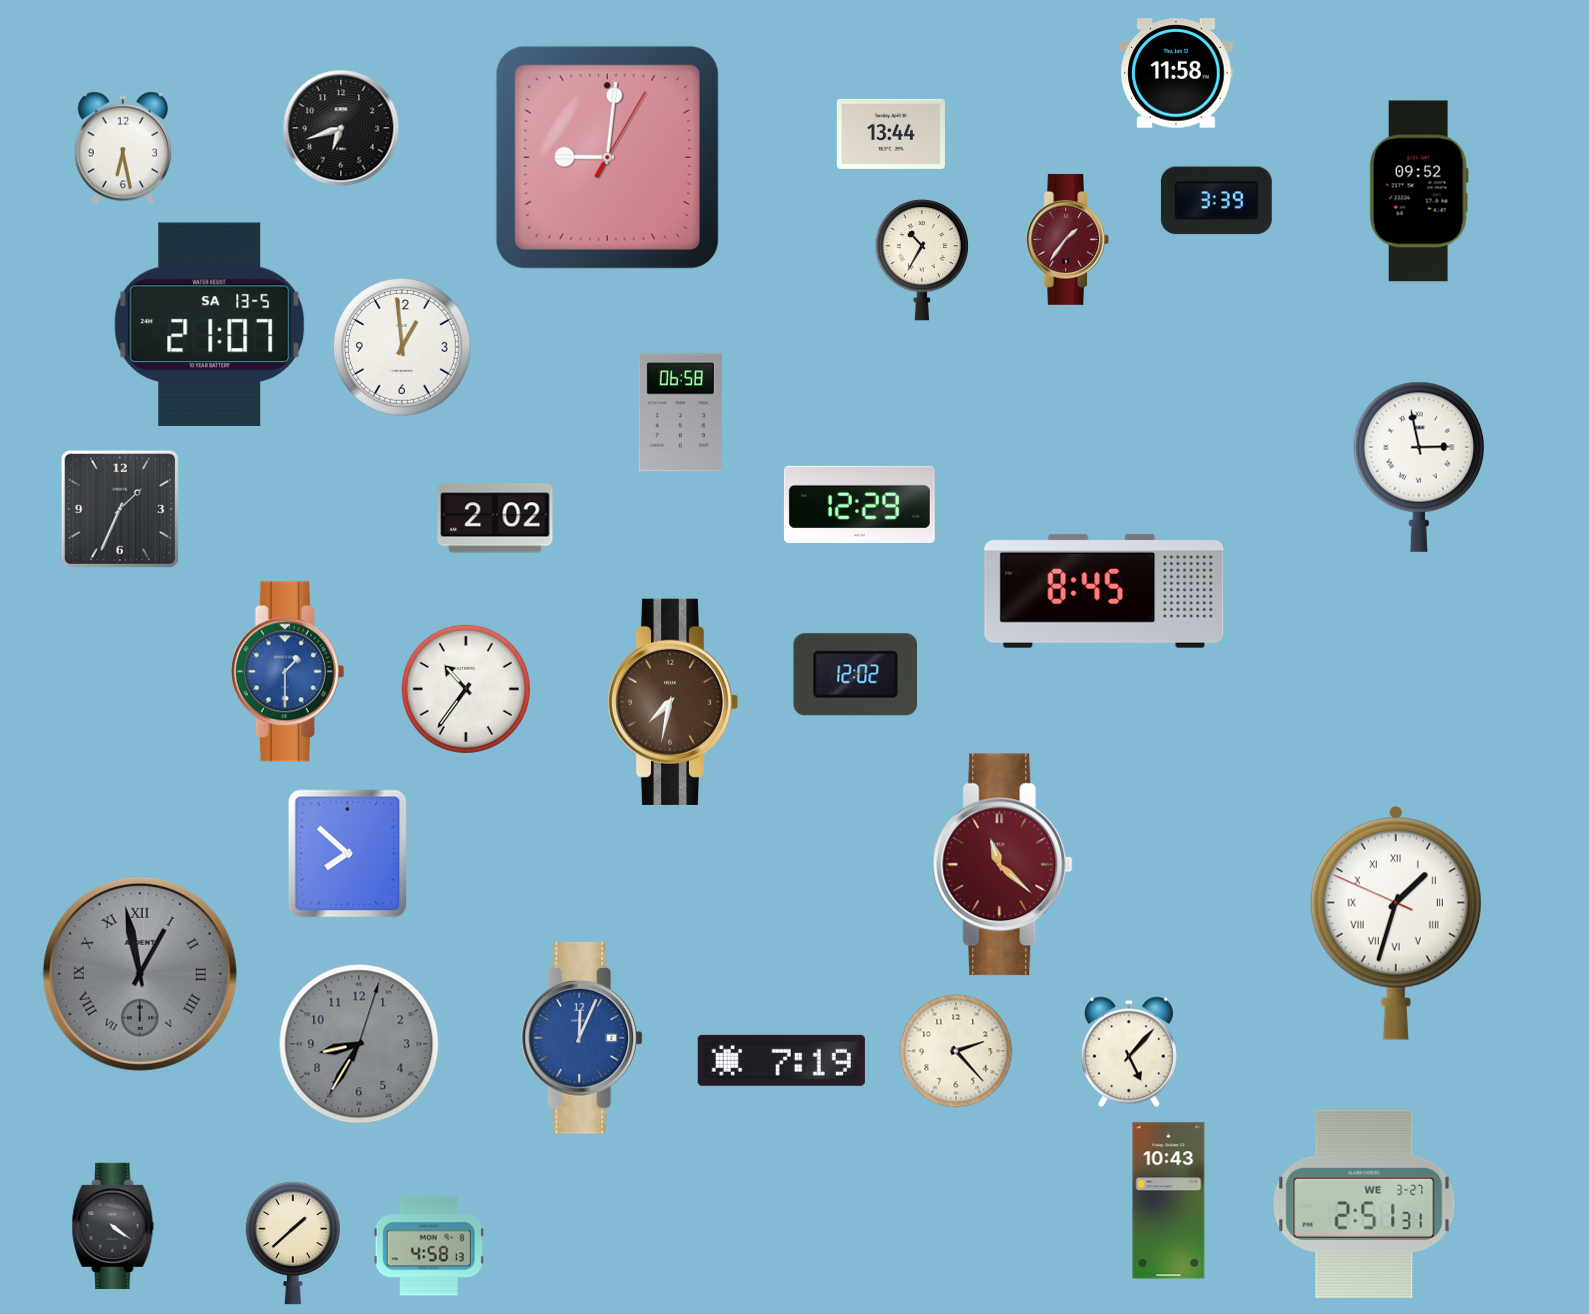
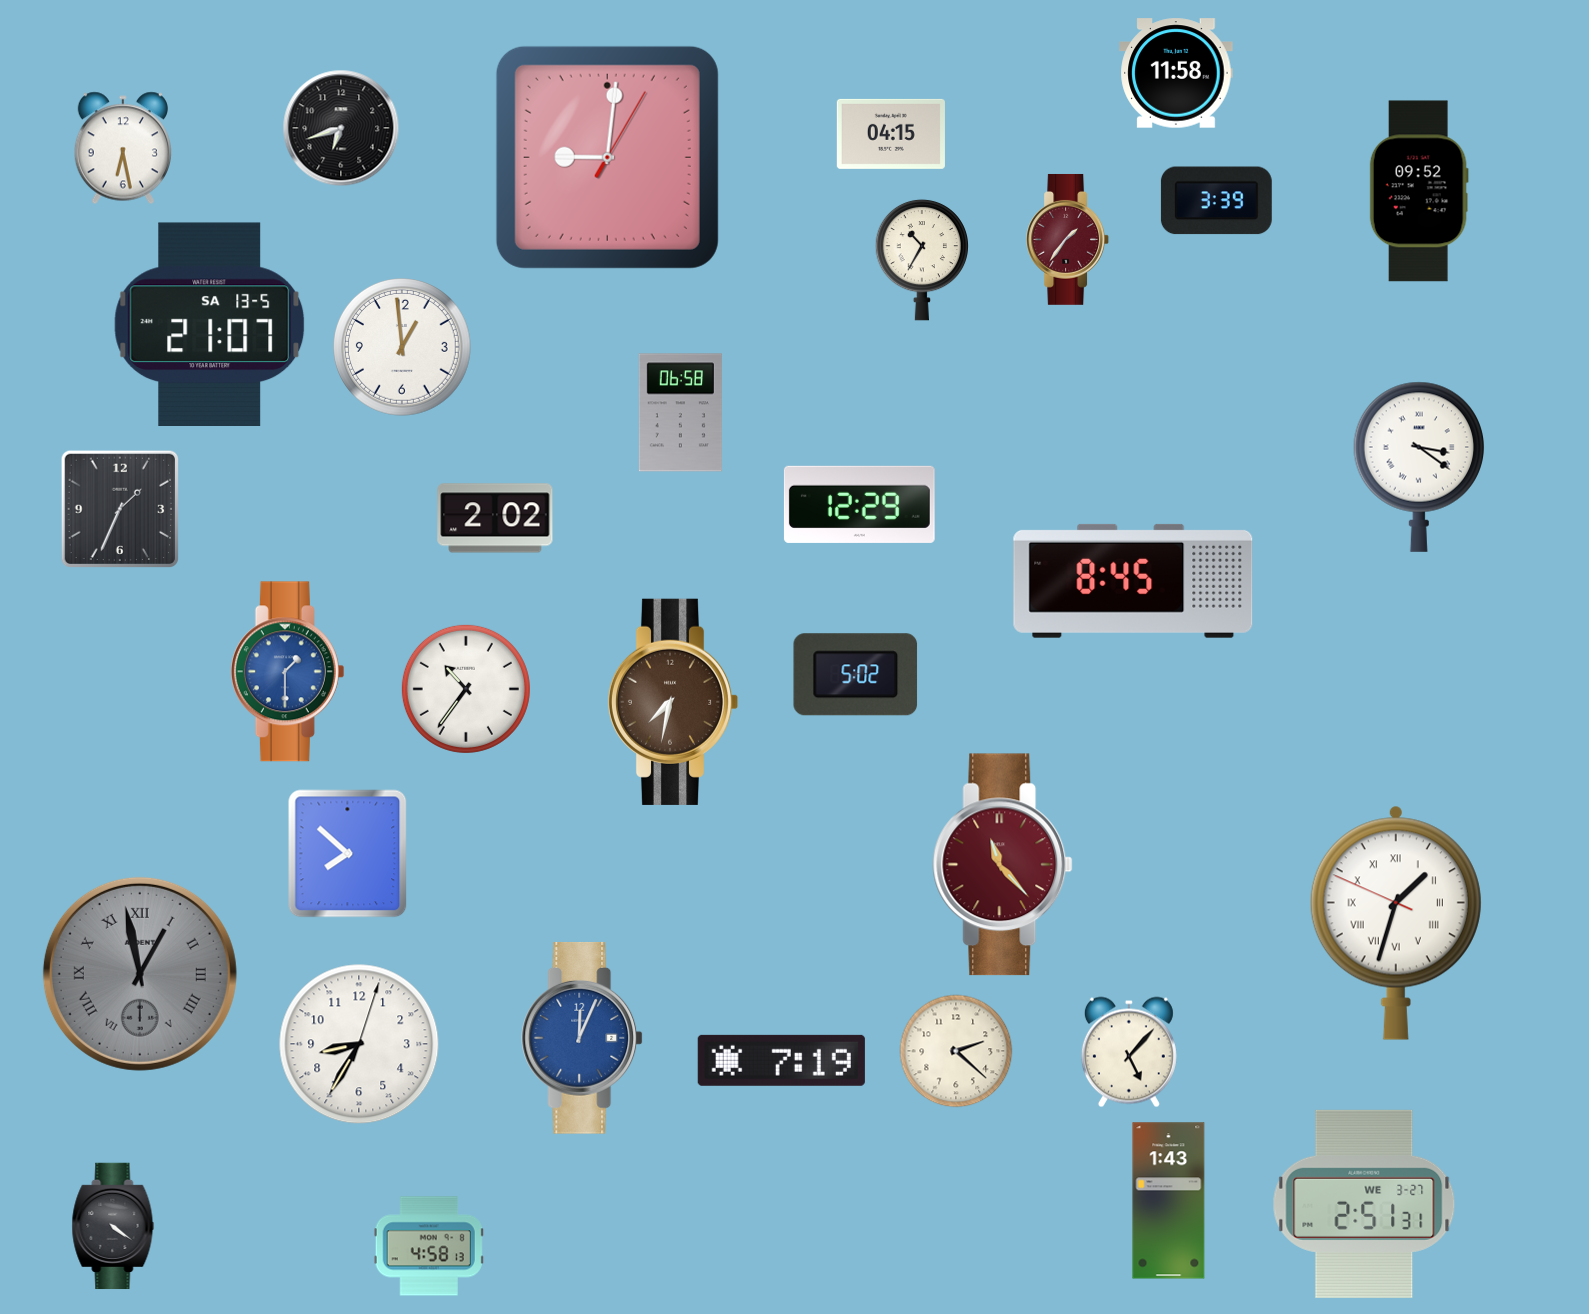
clock at (891, 134): 13:44 -> 04:15
clock at (1418, 467): 2:58 -> 3:21
clock at (1104, 591) position: (1104, 591) -> (1133, 581)
clock at (856, 675): 12:02 -> 5:02
clock at (1003, 865): 11:22 -> 11:23
clock at (359, 1044) dial: grey -> white
clock at (956, 1051): 2:23 -> 2:22
clock at (1169, 1201): 10:43 -> 1:43
clock at (293, 1243): 1:38 -> none
